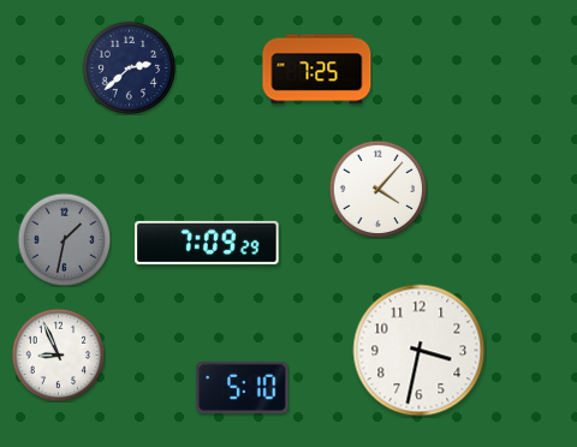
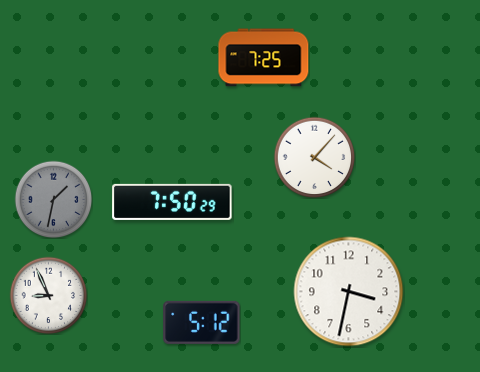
clock at (129, 67): 2:38 -> none
clock at (207, 243): 7:09 -> 7:50
clock at (243, 387): 5:10 -> 5:12
